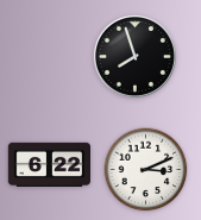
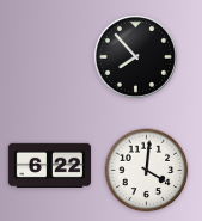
clock at (134, 56): 7:57 -> 7:53
clock at (146, 170): 3:11 -> 4:01
